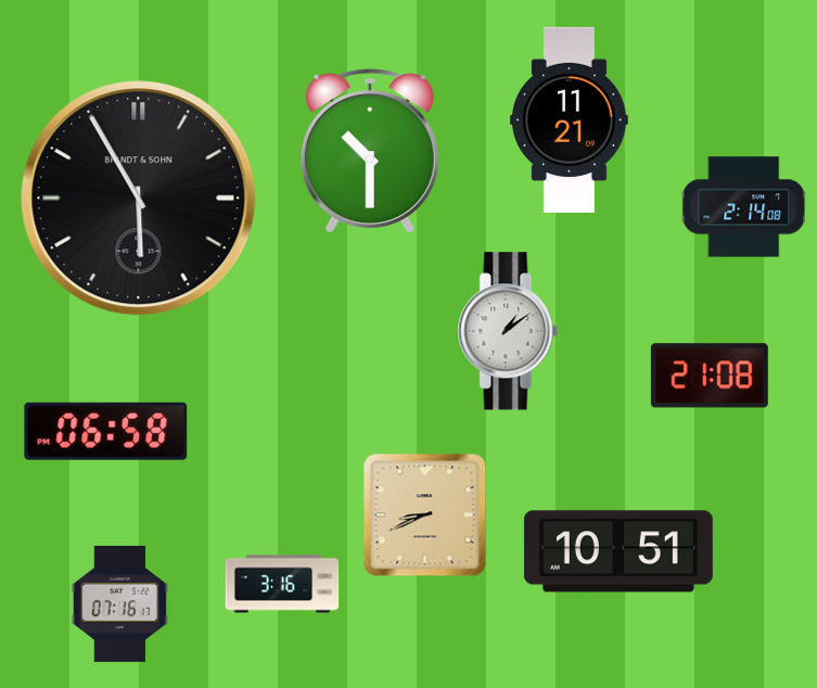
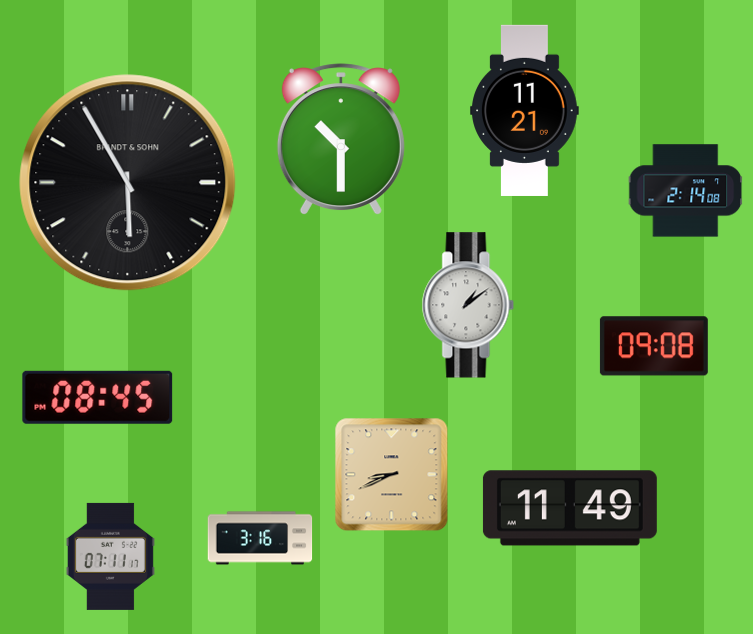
clock at (710, 375): 21:08 -> 09:08
clock at (106, 431): 06:58 -> 08:45
clock at (618, 551): 10:51 -> 11:49
clock at (119, 603): 07:16 -> 07:11
